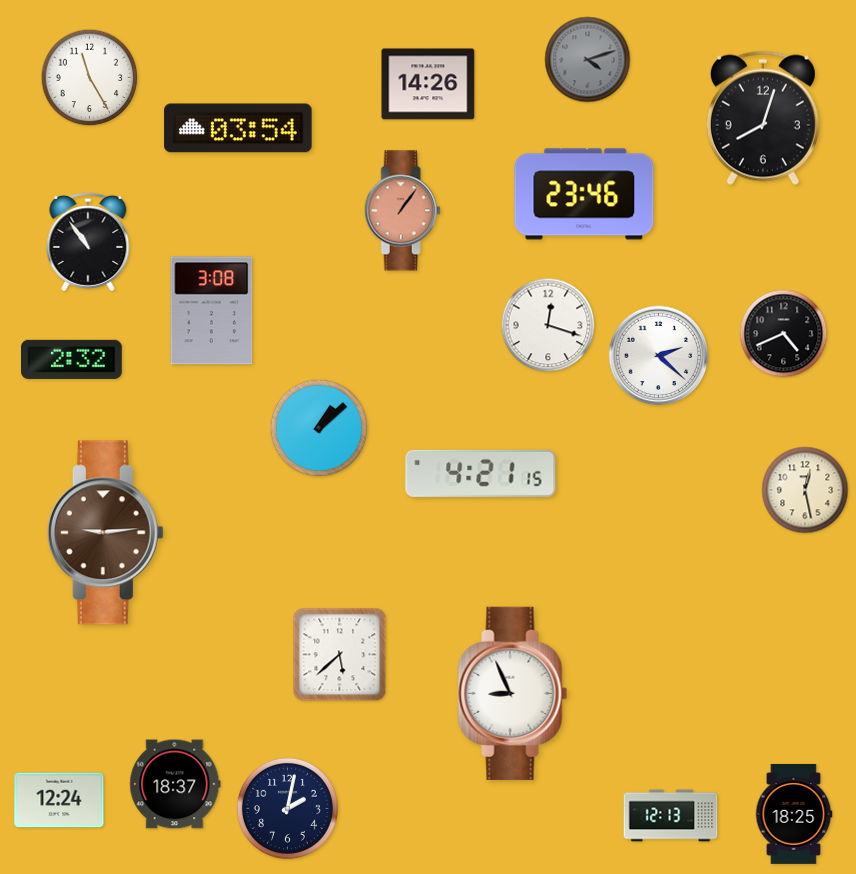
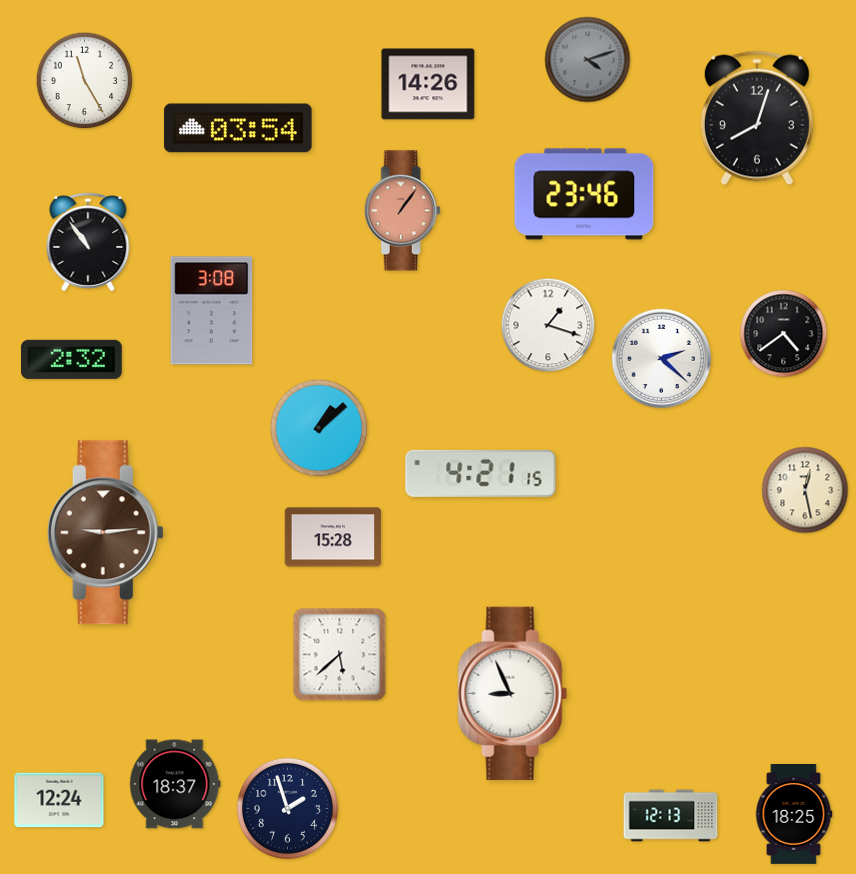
clock at (90, 78) position: (90, 78) -> (85, 81)
clock at (763, 118) position: (763, 118) -> (757, 118)
clock at (548, 325): 12:18 -> 1:18
clock at (784, 334): 4:41 -> 4:39
clock at (659, 356) position: (659, 356) -> (662, 359)
clock at (333, 537): none -> 15:28
clock at (287, 808): 2:02 -> 1:57
